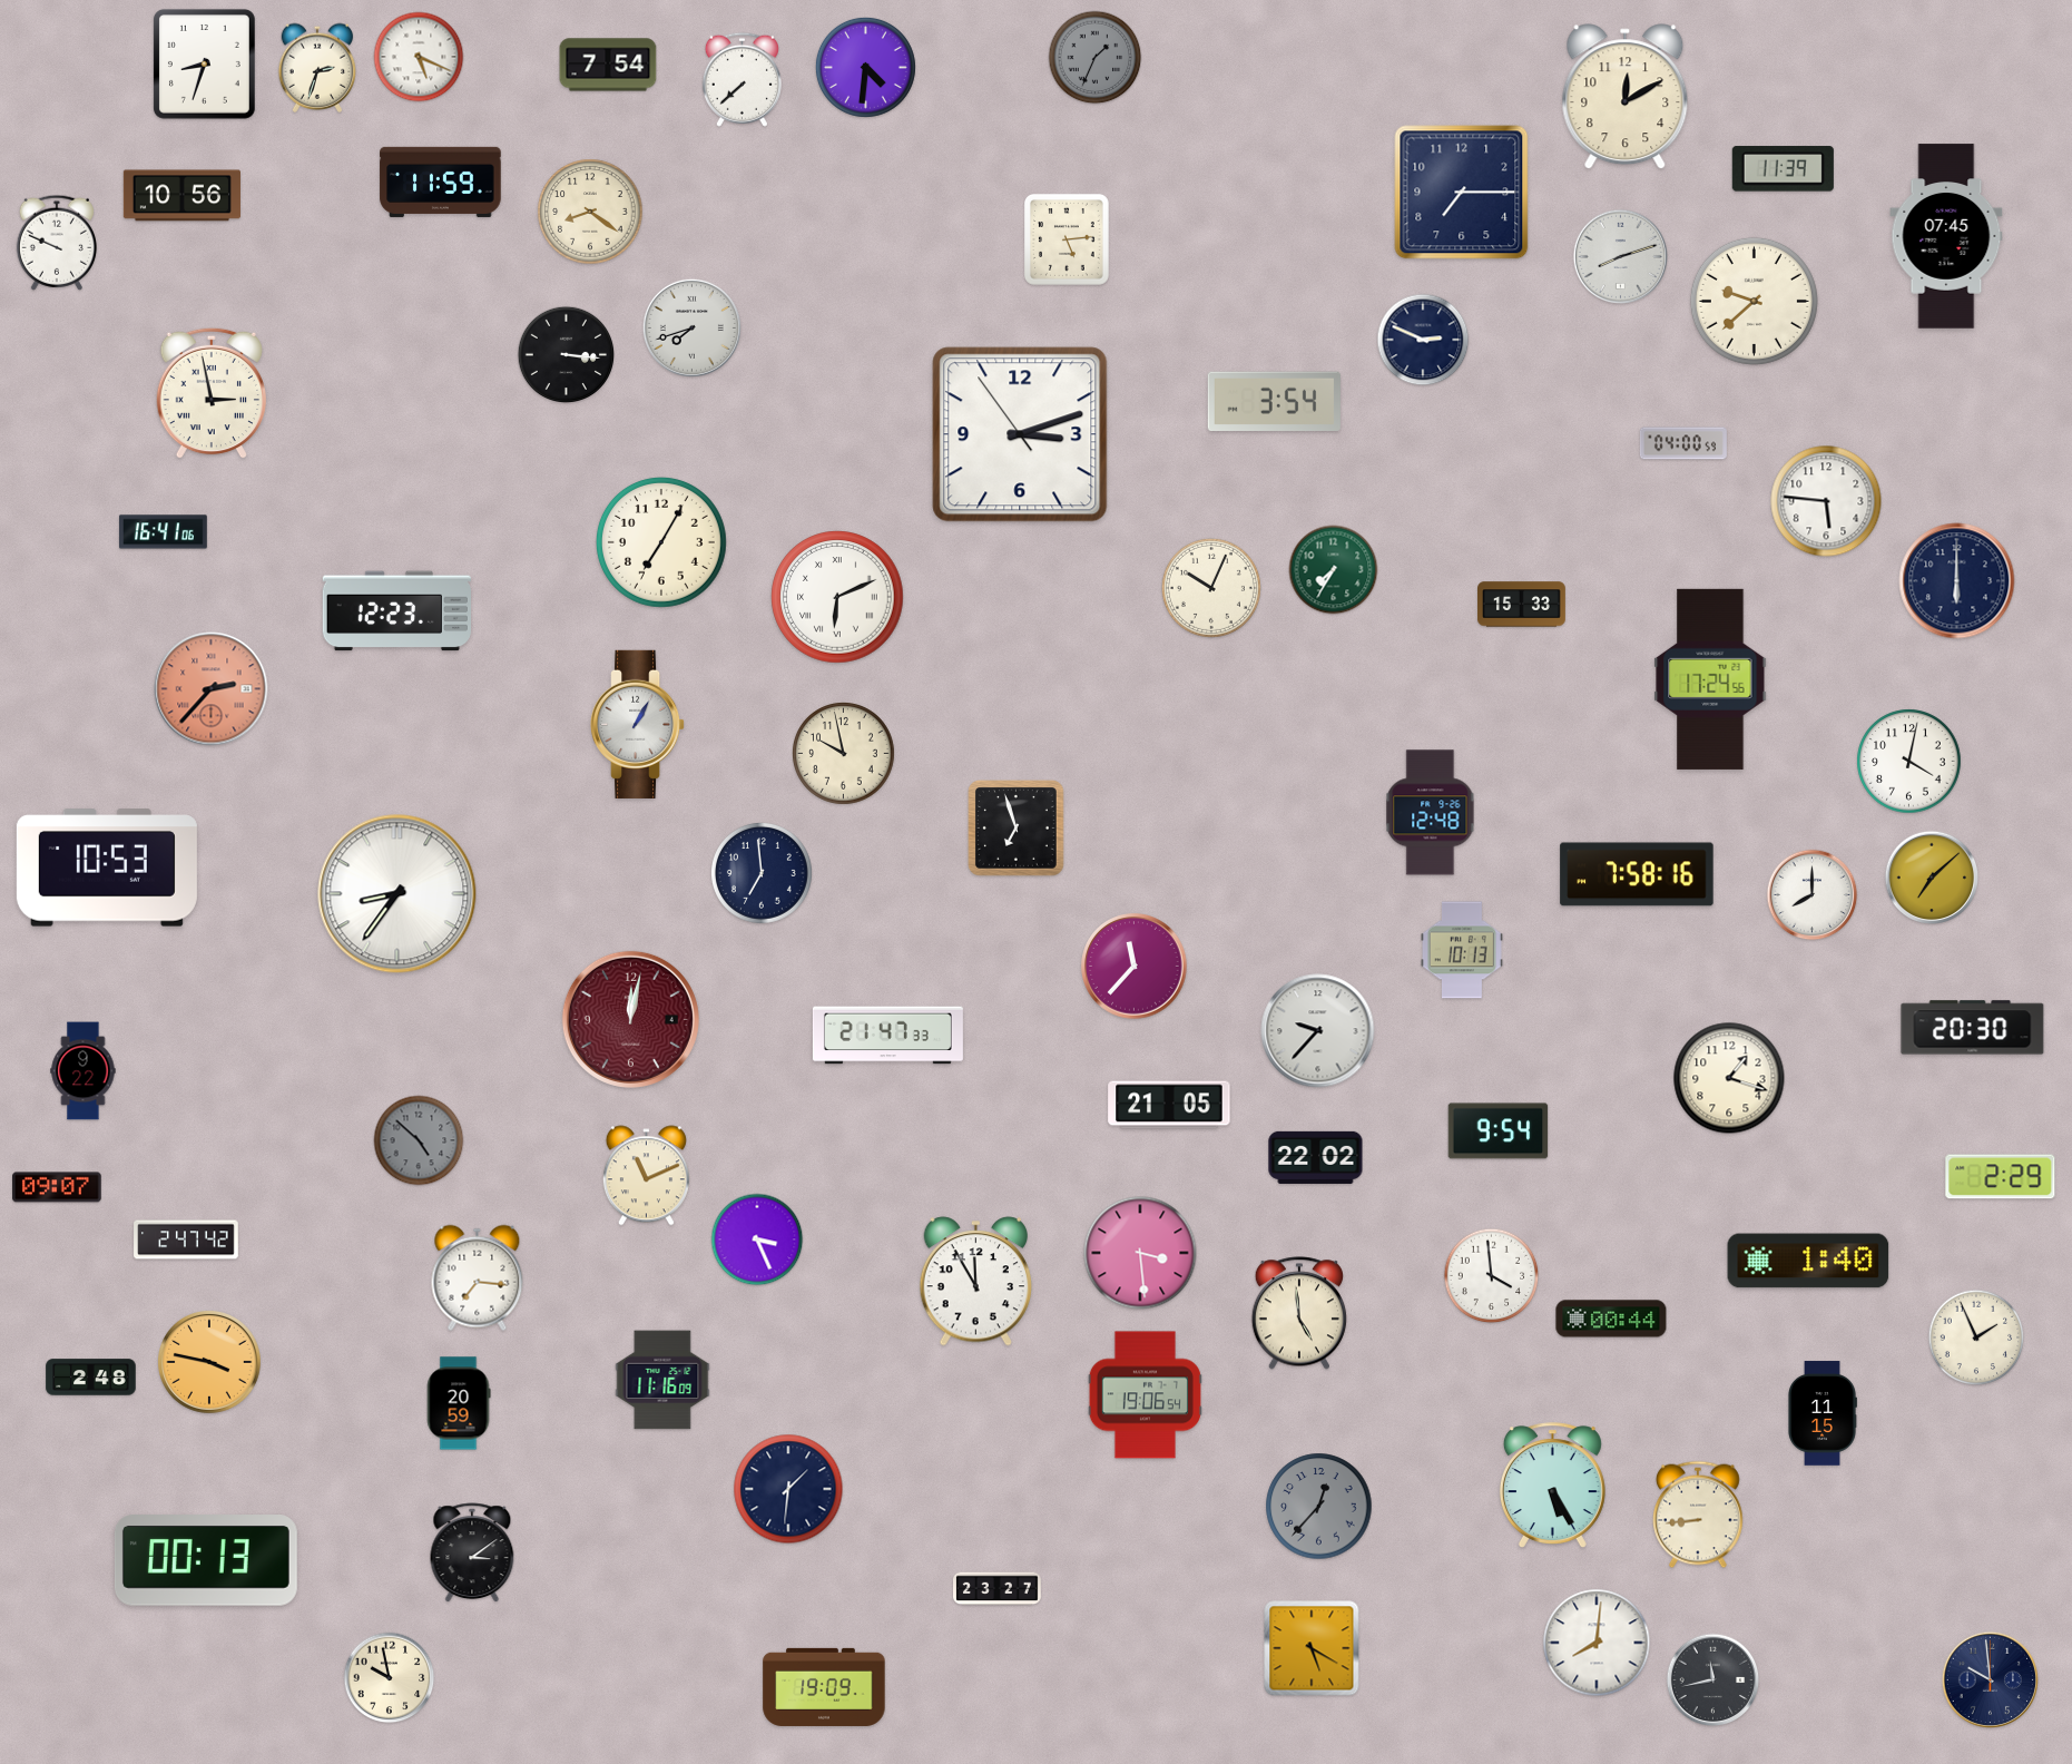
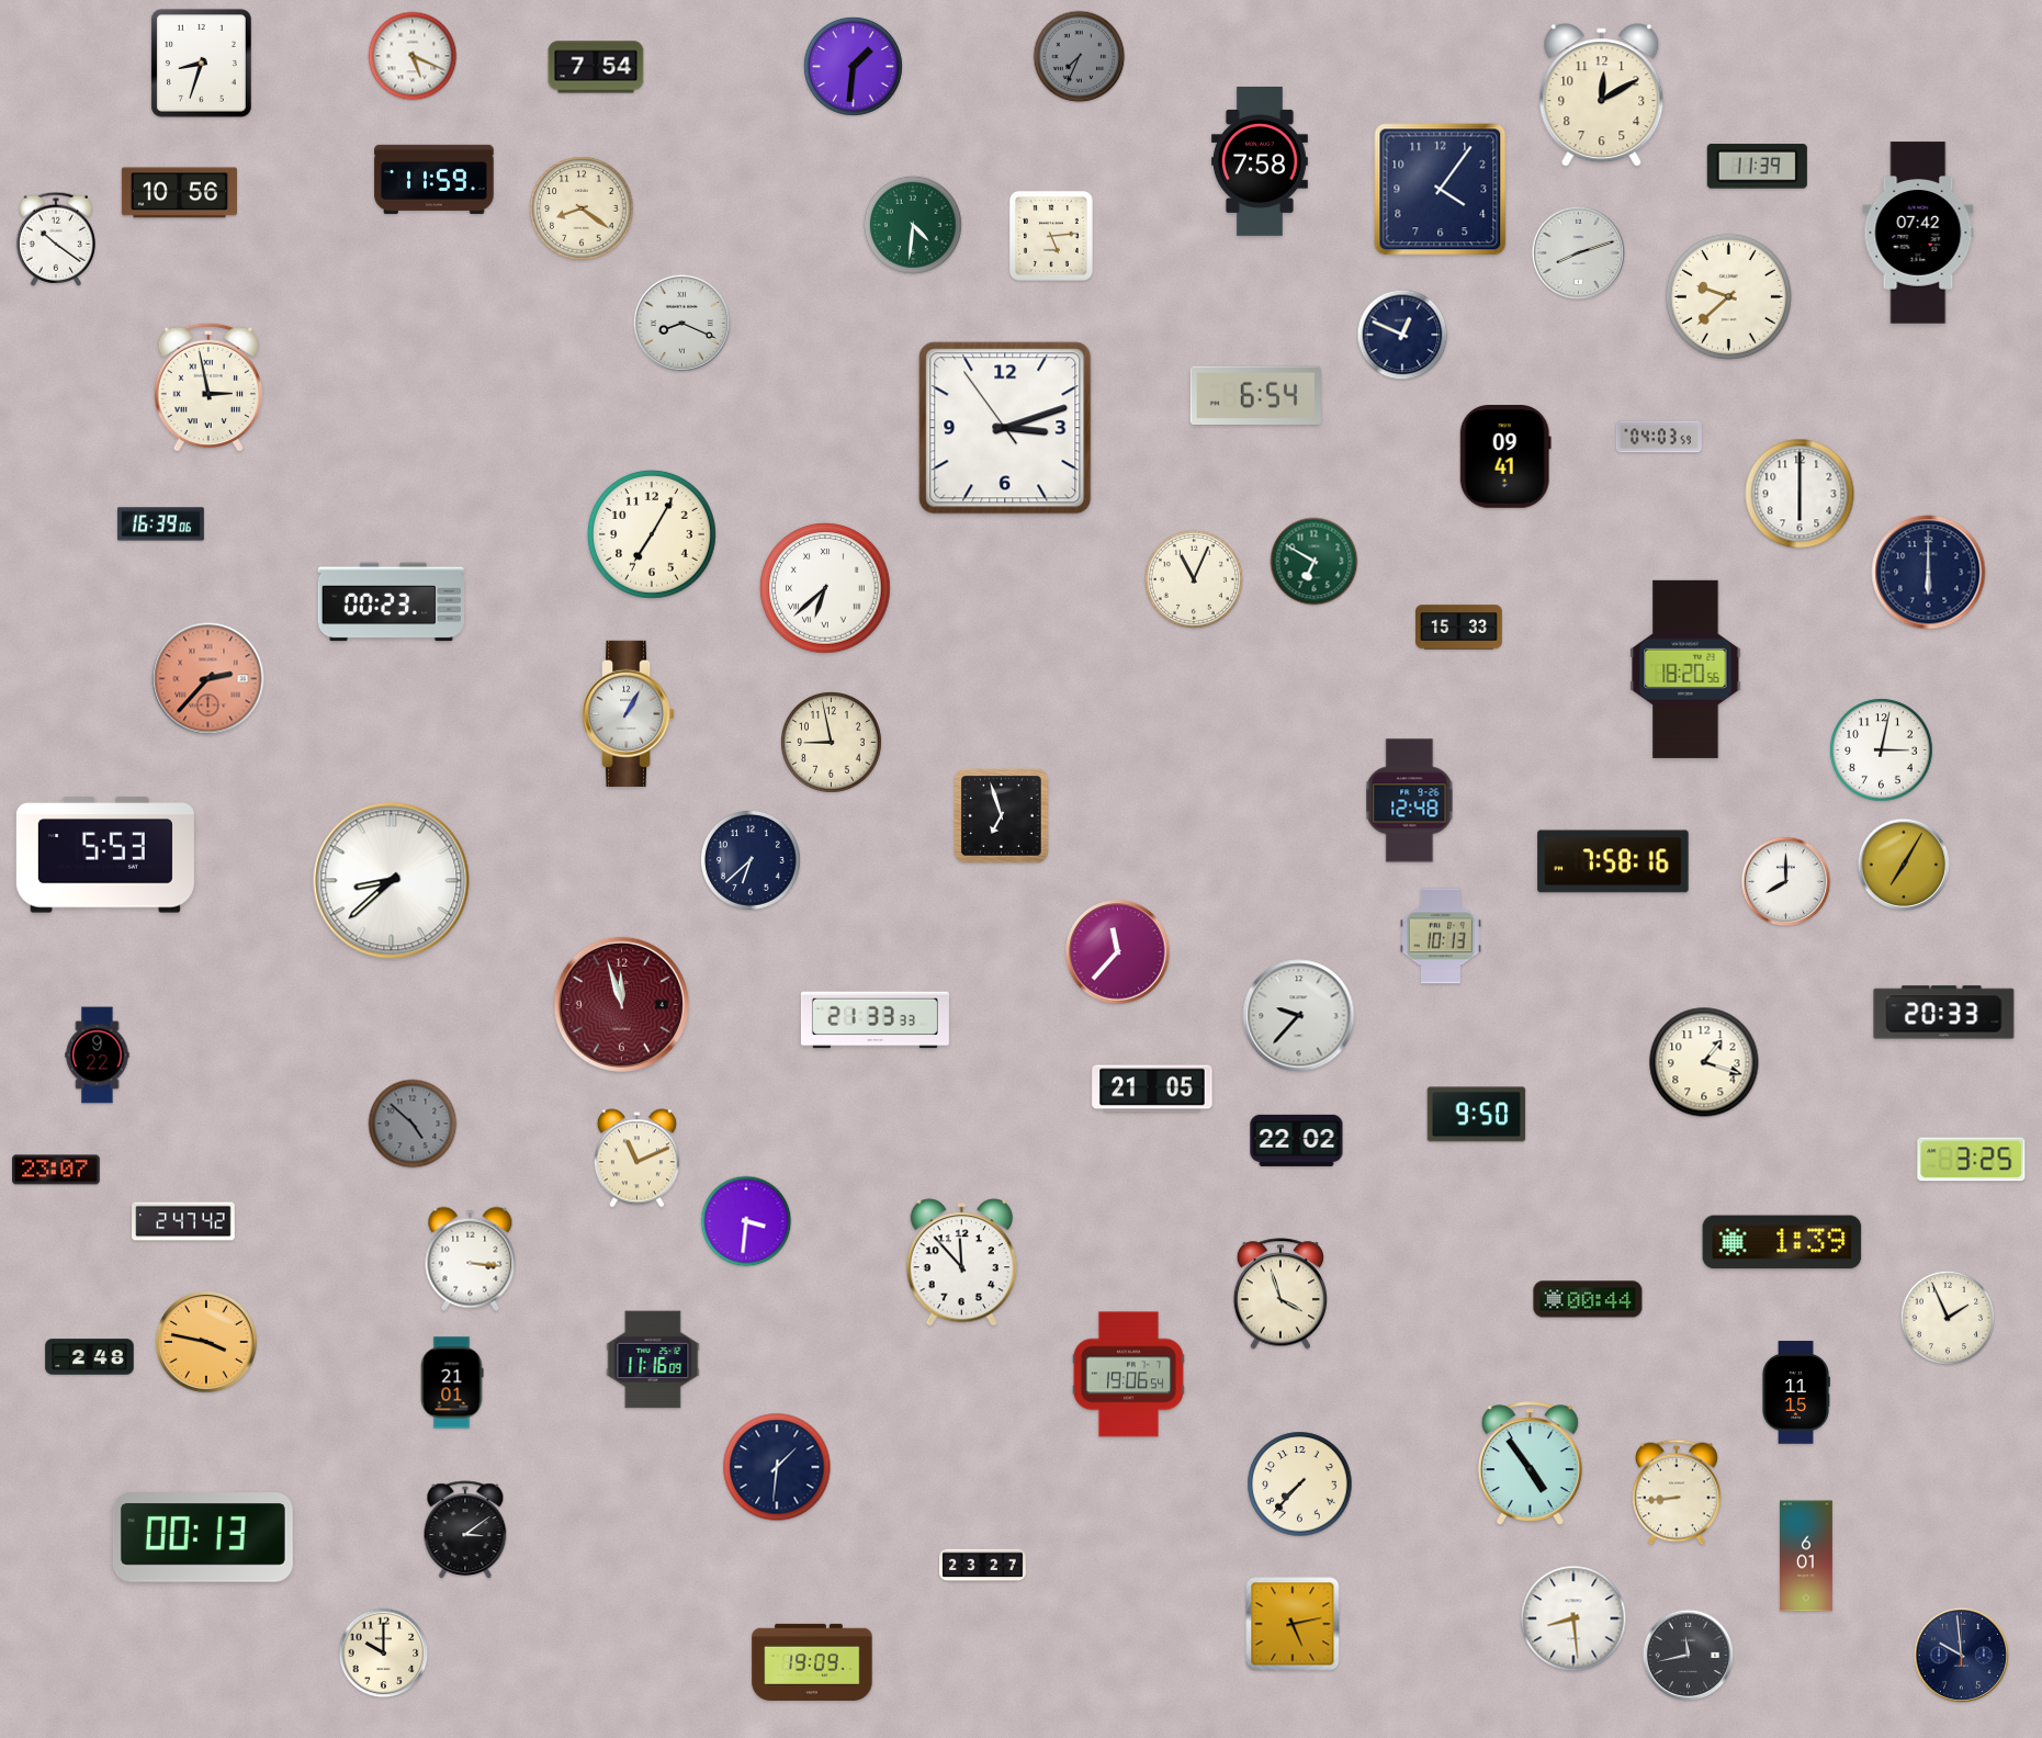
clock at (1096, 58): 1:34 -> 7:34
clock at (608, 65) position: (608, 65) -> (596, 67)
clock at (865, 67): 4:31 -> 1:31
clock at (317, 68): 2:33 -> none
clock at (742, 79): 7:38 -> none
clock at (1260, 162): none -> 7:58
clock at (1462, 193): 7:15 -> 4:06
clock at (913, 225): none -> 4:31
clock at (1946, 236): 07:45 -> 07:42
clock at (57, 243): 9:49 -> 10:21
clock at (1621, 257) position: (1621, 257) -> (1579, 253)
clock at (691, 327): 7:42 -> 8:19
clock at (1423, 340): 2:49 -> 12:49
clock at (566, 354): 3:16 -> none
clock at (1274, 401): 3:54 -> 6:54
clock at (1683, 443): 04:00 -> 04:03
clock at (1505, 458): none -> 09:41
clock at (1826, 501): 5:46 -> 6:00
clock at (163, 532): 16:41 -> 16:39
clock at (1334, 570): 7:35 -> 6:50
clock at (1211, 588): 10:04 -> 11:04
clock at (837, 597): 6:11 -> 6:38
clock at (1522, 605) position: (1522, 605) -> (1459, 628)
clock at (396, 611): 12:23 -> 00:23
clock at (1710, 679): 17:24 -> 18:20
clock at (844, 754): 9:58 -> 8:58
clock at (1909, 762): 4:02 -> 3:02
clock at (107, 868): 10:53 -> 5:53
clock at (762, 873): 6:59 -> 6:38
clock at (1932, 878): 7:08 -> 7:05
clock at (397, 894): 8:36 -> 8:38
clock at (630, 1019): 12:02 -> 11:57
clock at (1973, 1028): 20:30 -> 20:33
clock at (887, 1036): 21:47 -> 21:33
clock at (84, 1071) position: (84, 1071) -> (98, 1056)
clock at (1499, 1131): 9:54 -> 9:50
clock at (2001, 1177): 2:29 -> 3:25
clock at (57, 1187): 09:07 -> 23:07
clock at (757, 1239): 3:26 -> 3:31
clock at (1140, 1253): 3:29 -> none
clock at (1808, 1261): 1:40 -> 1:39
clock at (1492, 1276): 3:59 -> none
clock at (478, 1278): 7:16 -> 3:16
clock at (975, 1282): 11:55 -> 11:53
clock at (1299, 1313): 4:59 -> 3:57
clock at (459, 1403): 20:59 -> 21:01
clock at (1552, 1484): 5:25 -> 4:54
clock at (1319, 1507): 12:37 -> 7:37
clock at (1319, 1507) dial: grey -> cream
clock at (1699, 1515) position: (1699, 1515) -> (1678, 1492)
clock at (1806, 1556): none -> 6:01
clock at (1597, 1643): 8:01 -> 8:29
clock at (1312, 1648): 5:20 -> 5:13
clock at (390, 1678): 9:58 -> 10:00
